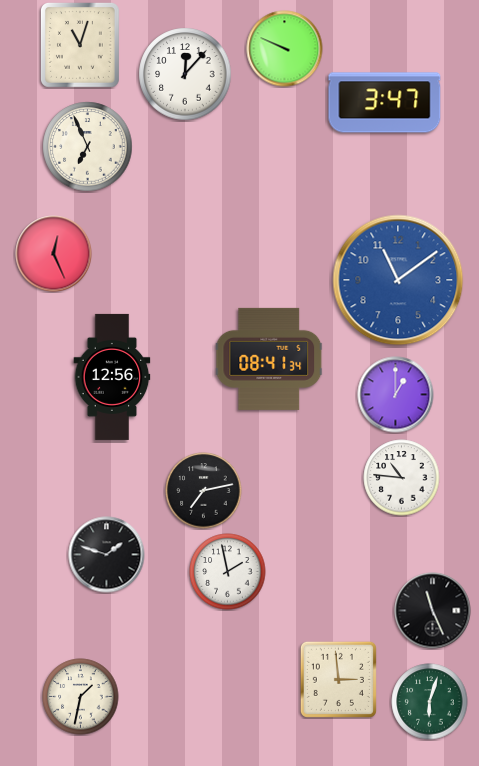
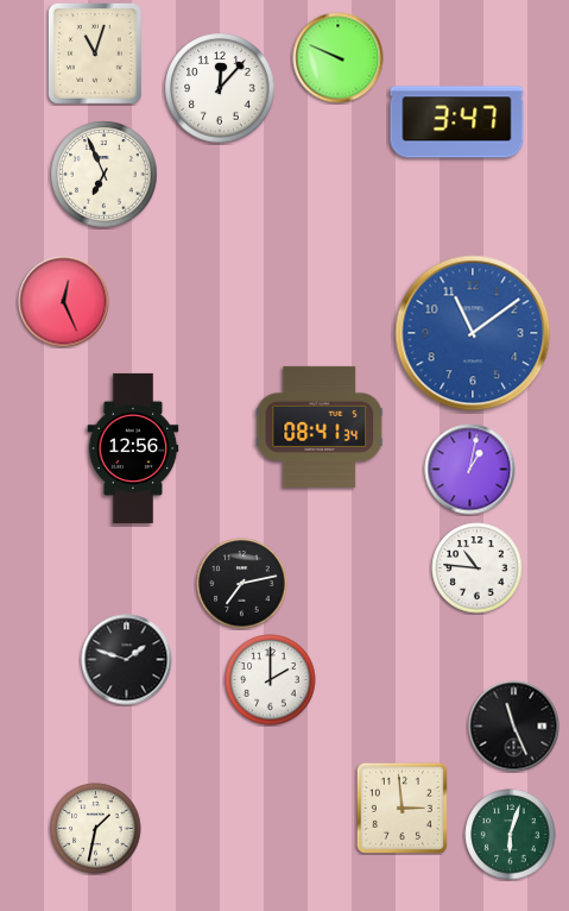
clock at (396, 395): 1:00 -> 1:02
clock at (228, 572): 1:58 -> 2:00
